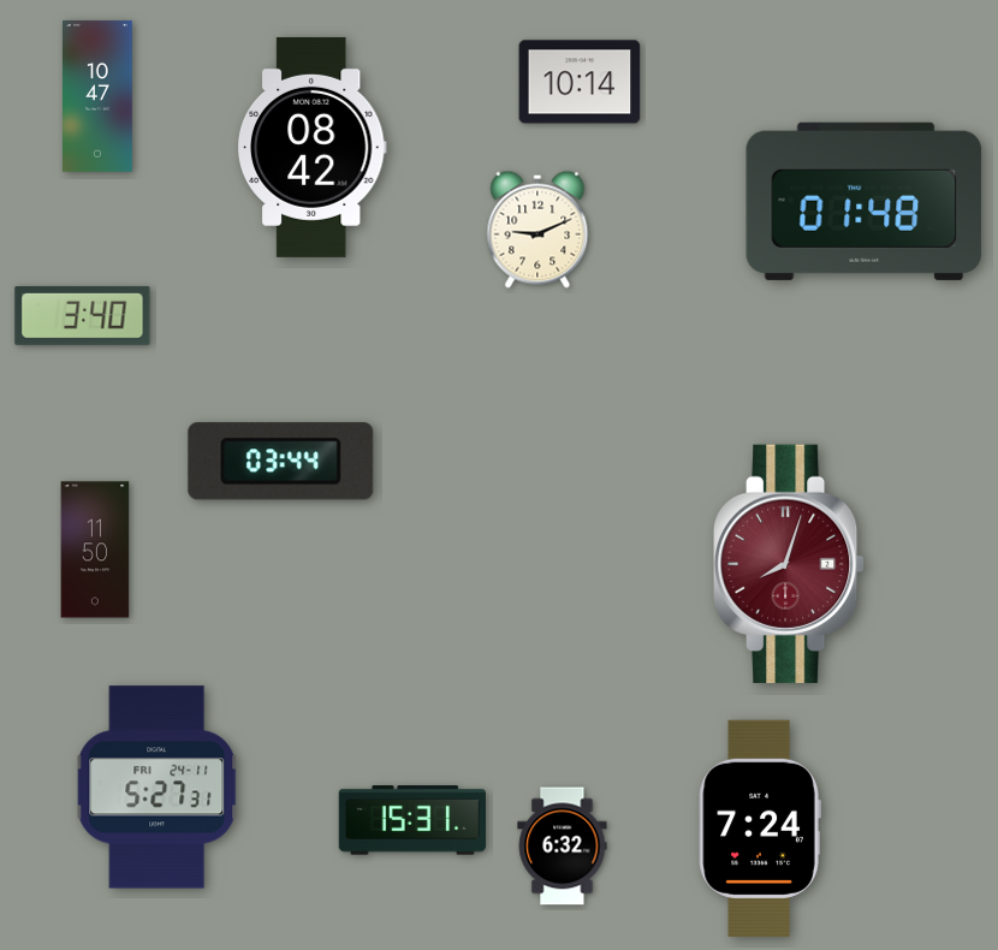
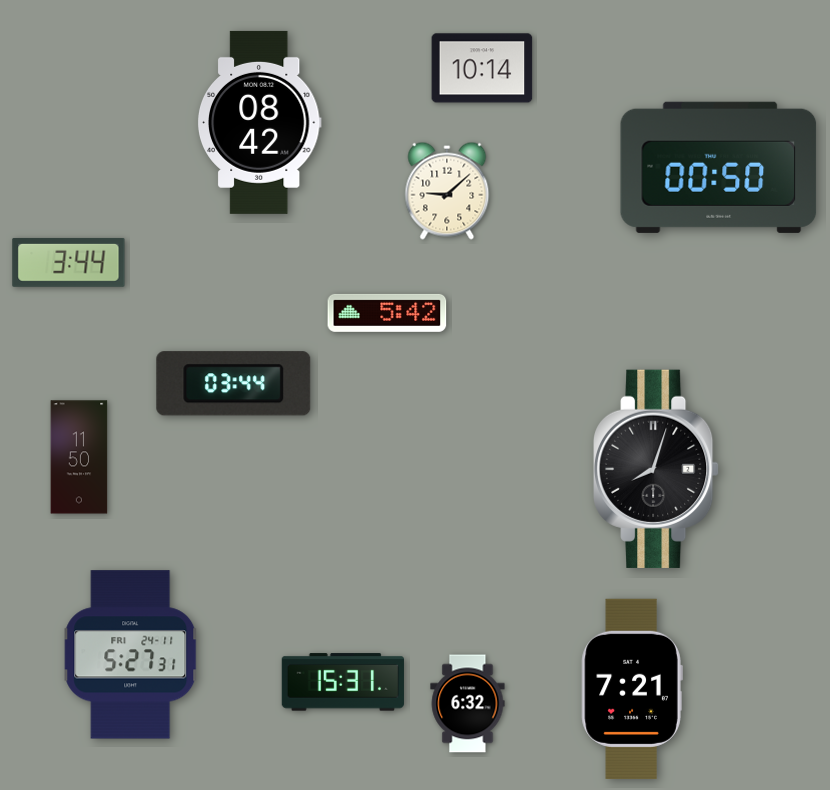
clock at (99, 96): 10:47 -> none
clock at (865, 201): 01:48 -> 00:50
clock at (537, 230): 9:11 -> 9:08
clock at (83, 315): 3:40 -> 3:44
clock at (387, 313): none -> 5:42
clock at (790, 564) dial: burgundy -> black
clock at (760, 829): 7:24 -> 7:21
